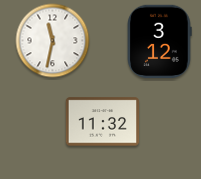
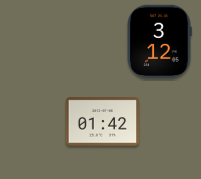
clock at (53, 41): 11:32 -> none
clock at (103, 122): 11:32 -> 01:42
